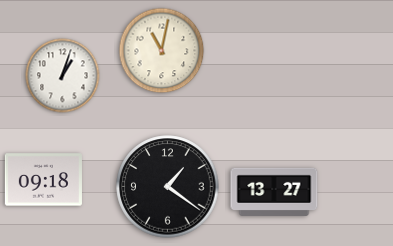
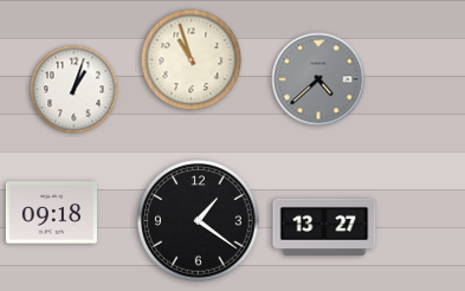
clock at (162, 51): 11:02 -> 10:57
clock at (318, 79): none -> 4:38
